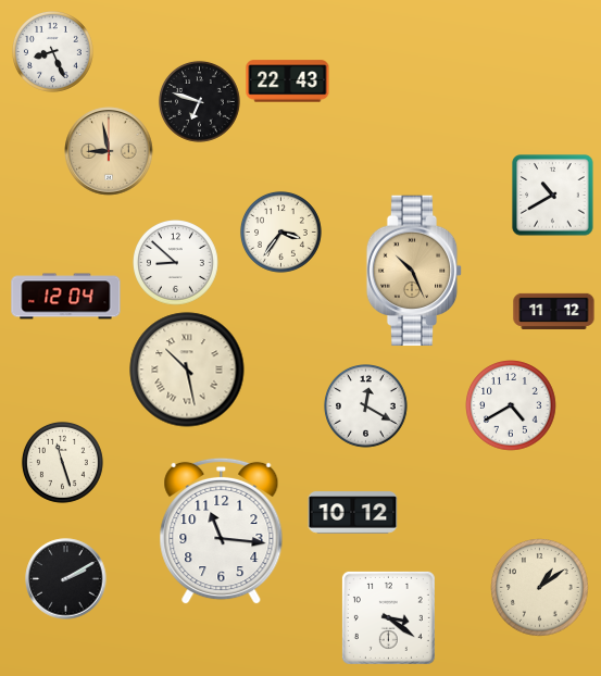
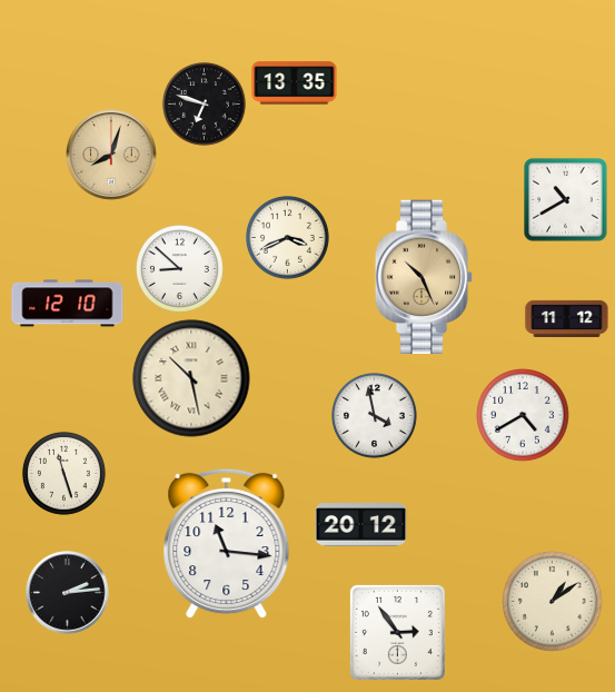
clock at (52, 51): 8:26 -> none
clock at (288, 82): 22:43 -> 13:35
clock at (109, 151): 8:58 -> 8:03
clock at (280, 231): 3:36 -> 3:41
clock at (66, 297): 12:04 -> 12:10
clock at (366, 406): 12:20 -> 3:58
clock at (353, 513): 10:12 -> 20:12
clock at (66, 579): 2:10 -> 2:14
clock at (388, 617): 3:21 -> 2:54
